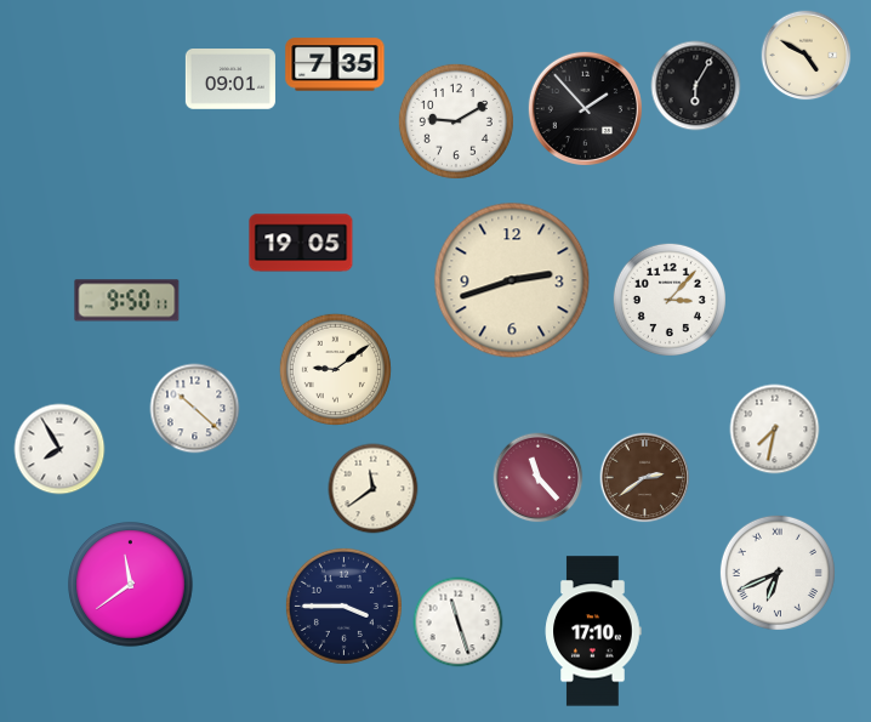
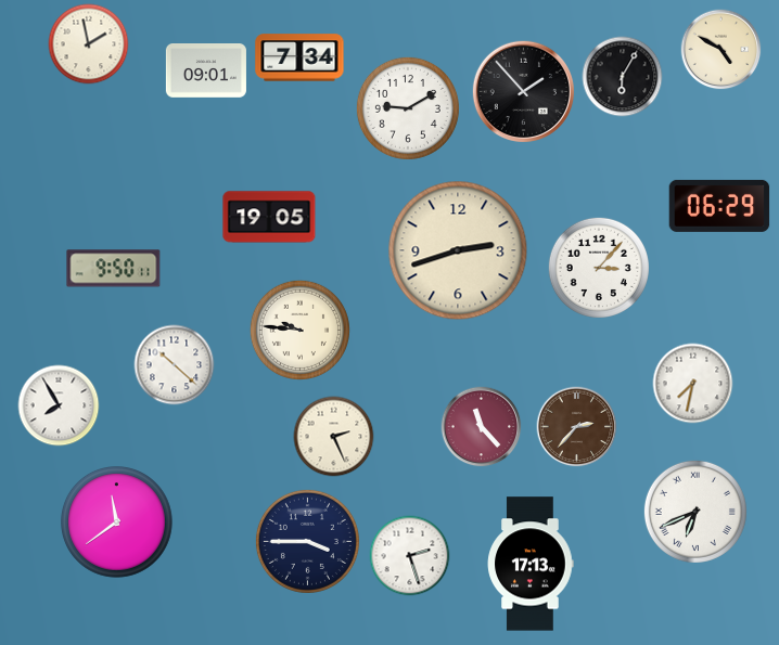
clock at (89, 44): none -> 1:58
clock at (335, 64): 7:35 -> 7:34
clock at (585, 108) position: (585, 108) -> (523, 91)
clock at (719, 206): none -> 06:29
clock at (335, 369): 9:09 -> 9:46
clock at (59, 449) position: (59, 449) -> (59, 405)
clock at (645, 478): 2:39 -> 2:37
clock at (374, 489): 11:39 -> 2:26
clock at (459, 622): 11:27 -> 2:27
clock at (593, 631): 17:10 -> 17:13
